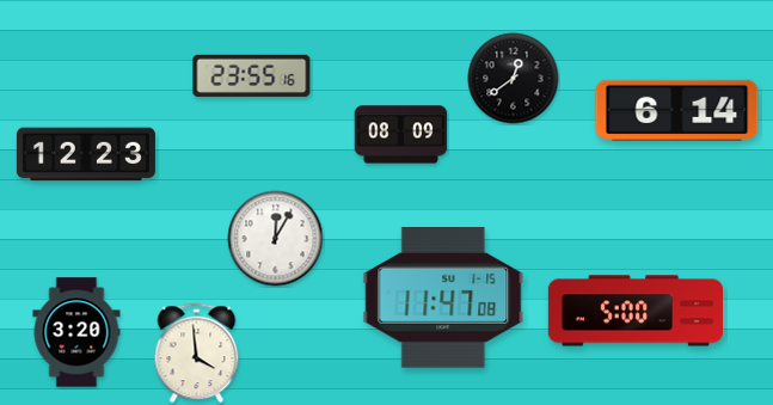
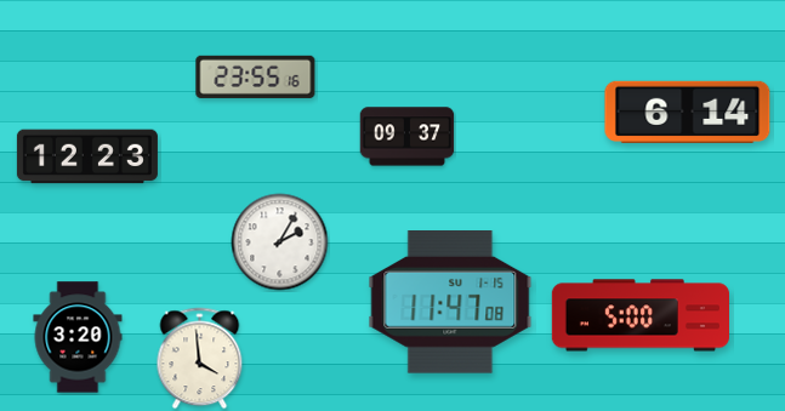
clock at (514, 79): 12:39 -> none
clock at (401, 135): 08:09 -> 09:37
clock at (276, 239): 12:05 -> 2:05
clock at (634, 311) position: (634, 311) -> (639, 315)
